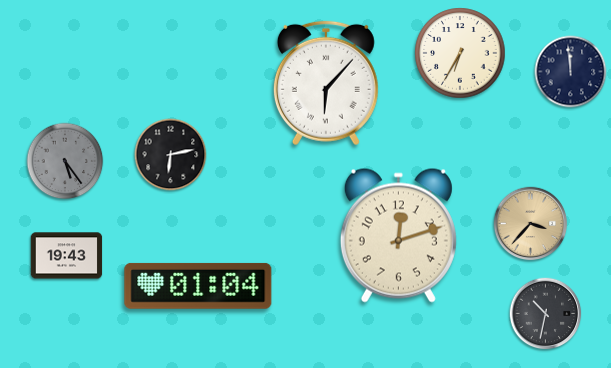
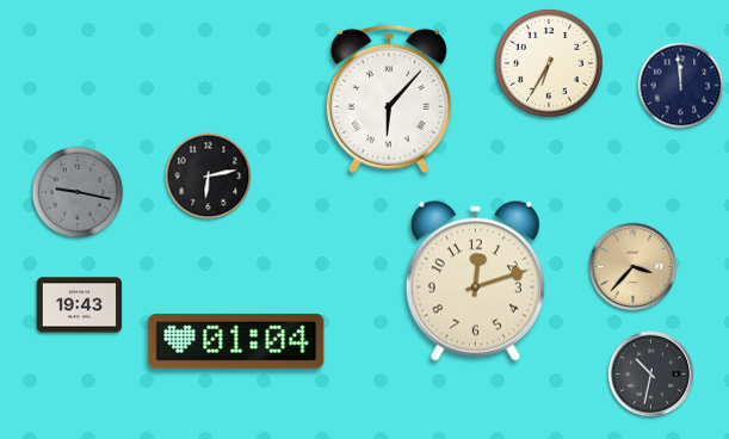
clock at (171, 155) position: (171, 155) -> (209, 177)
clock at (65, 161): 5:24 -> 9:17
